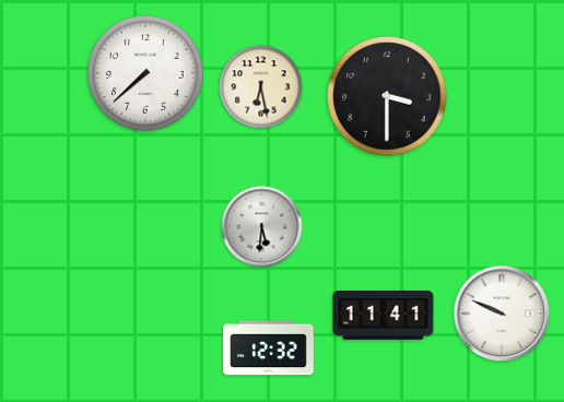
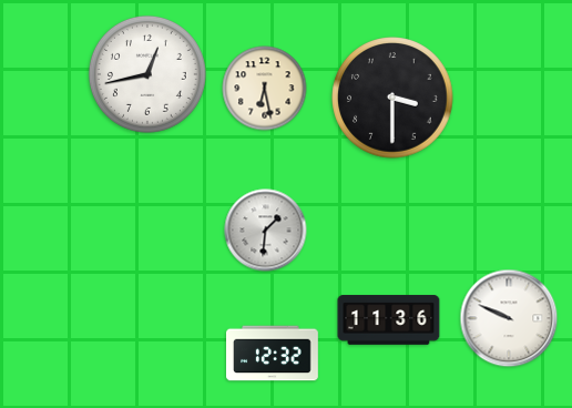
clock at (145, 73): 7:38 -> 12:43
clock at (262, 227): 5:31 -> 1:31
clock at (384, 316): 11:41 -> 11:36
